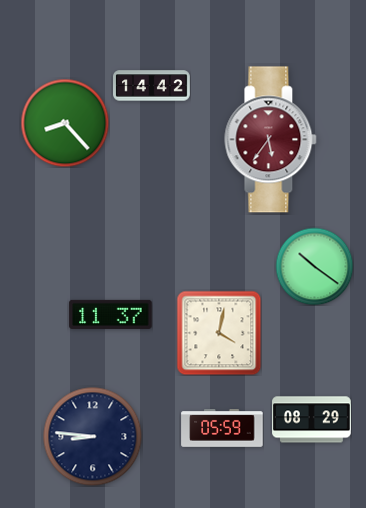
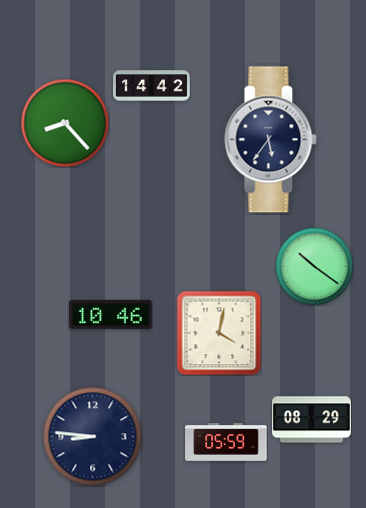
clock at (271, 140) dial: burgundy -> navy
clock at (111, 314): 11:37 -> 10:46
clock at (222, 429) position: (222, 429) -> (226, 443)
